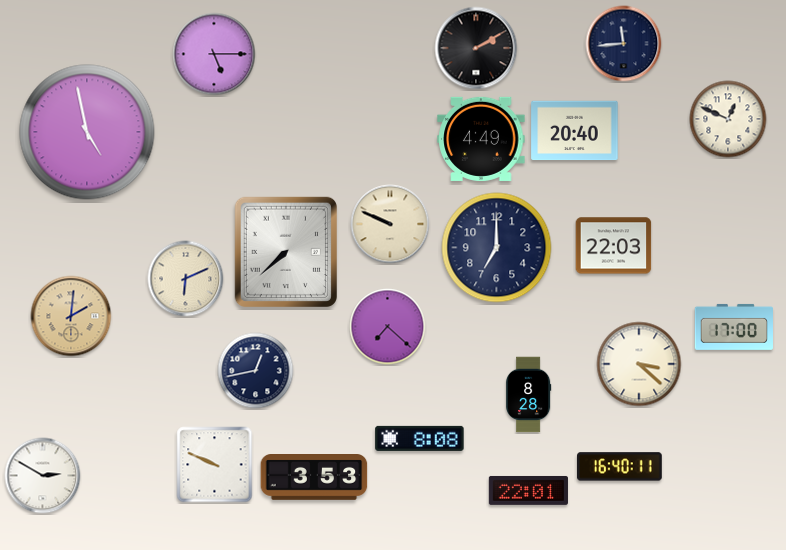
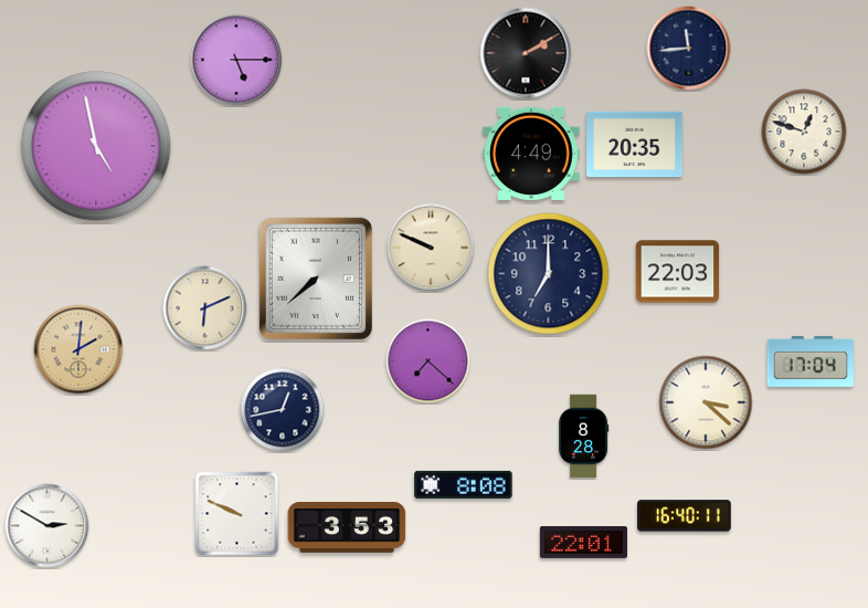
clock at (728, 119): 12:49 -> 12:48
clock at (575, 131): 20:40 -> 20:35
clock at (733, 327): 17:00 -> 17:04
